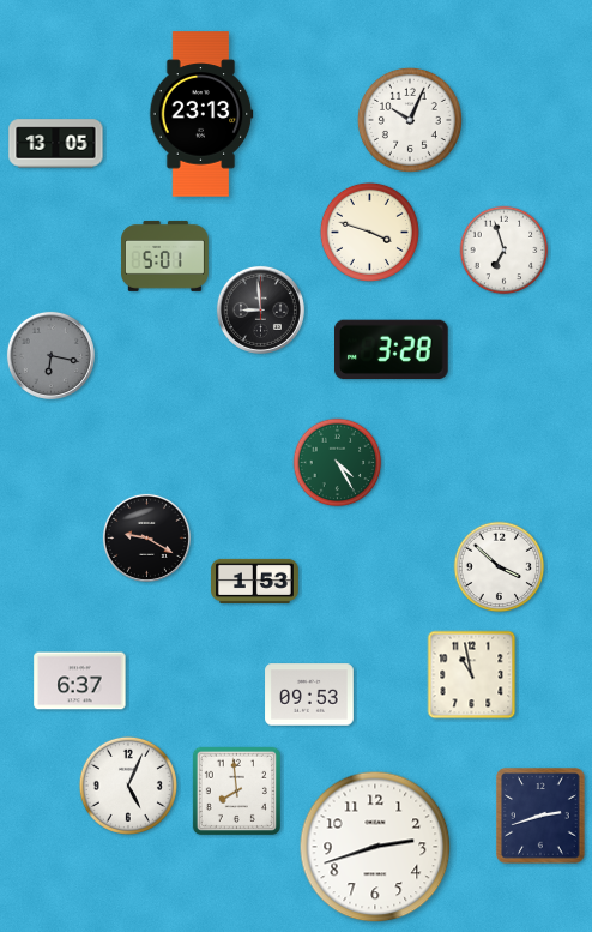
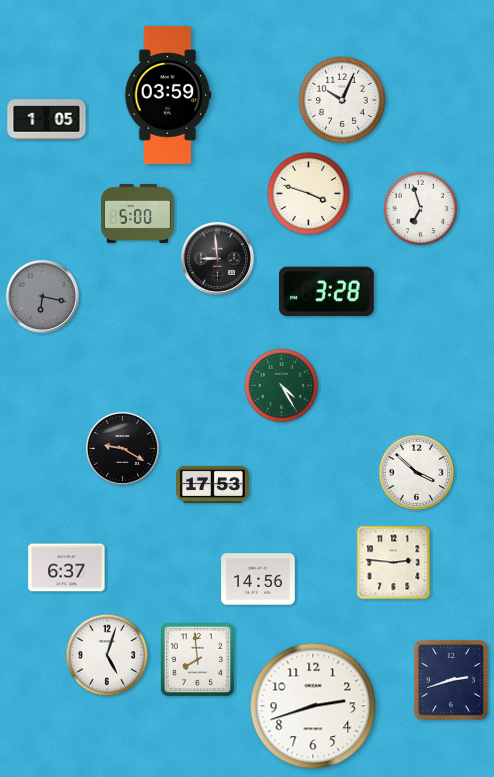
clock at (201, 114): 23:13 -> 03:59
clock at (56, 144): 13:05 -> 1:05
clock at (165, 255): 5:01 -> 5:00
clock at (255, 581): 1:53 -> 17:53
clock at (472, 675): 10:58 -> 2:46
clock at (309, 695): 09:53 -> 14:56
clock at (128, 786): 5:04 -> 5:03
